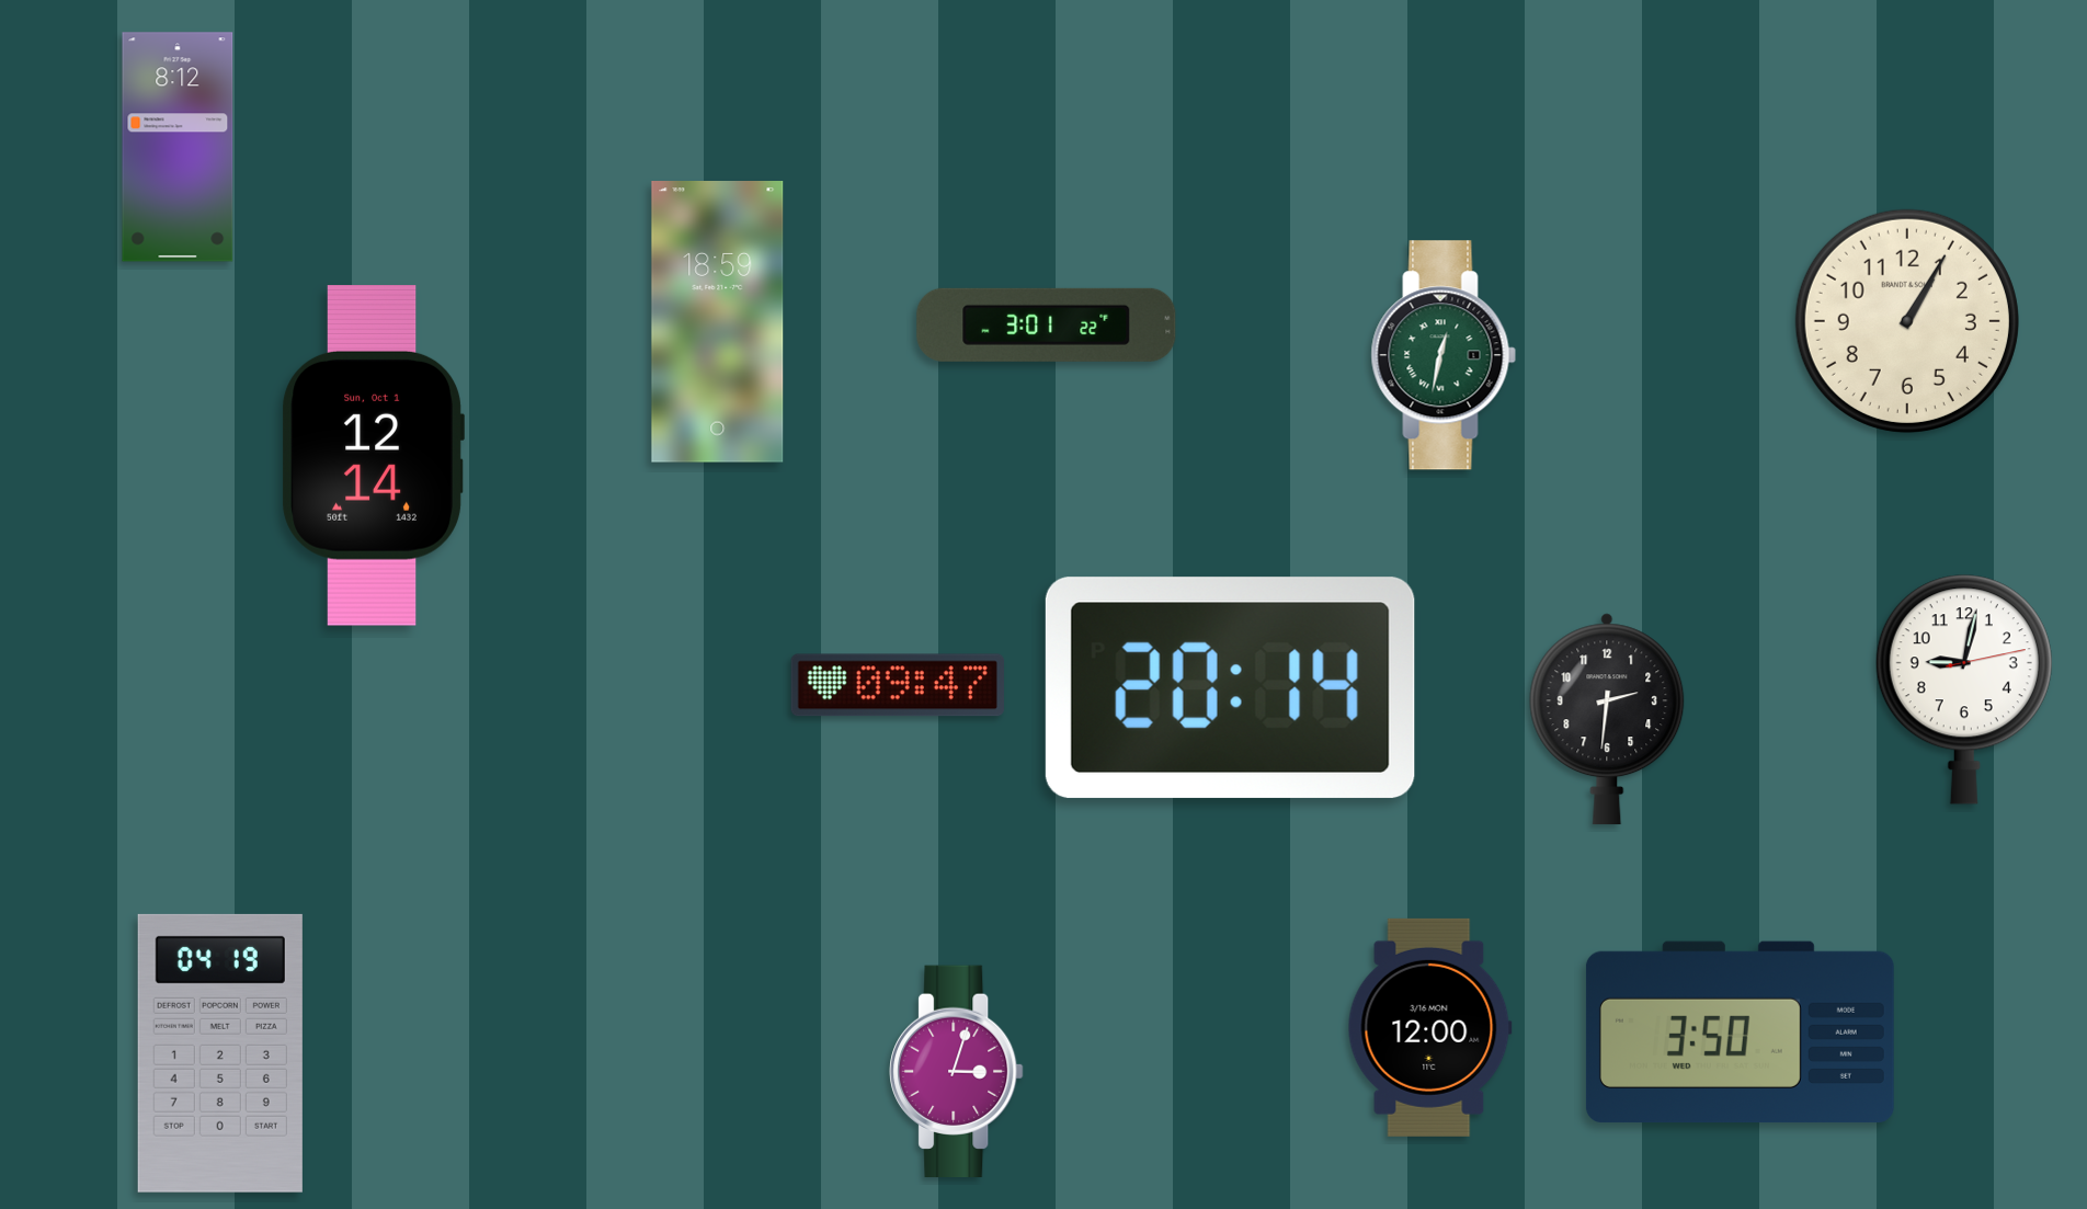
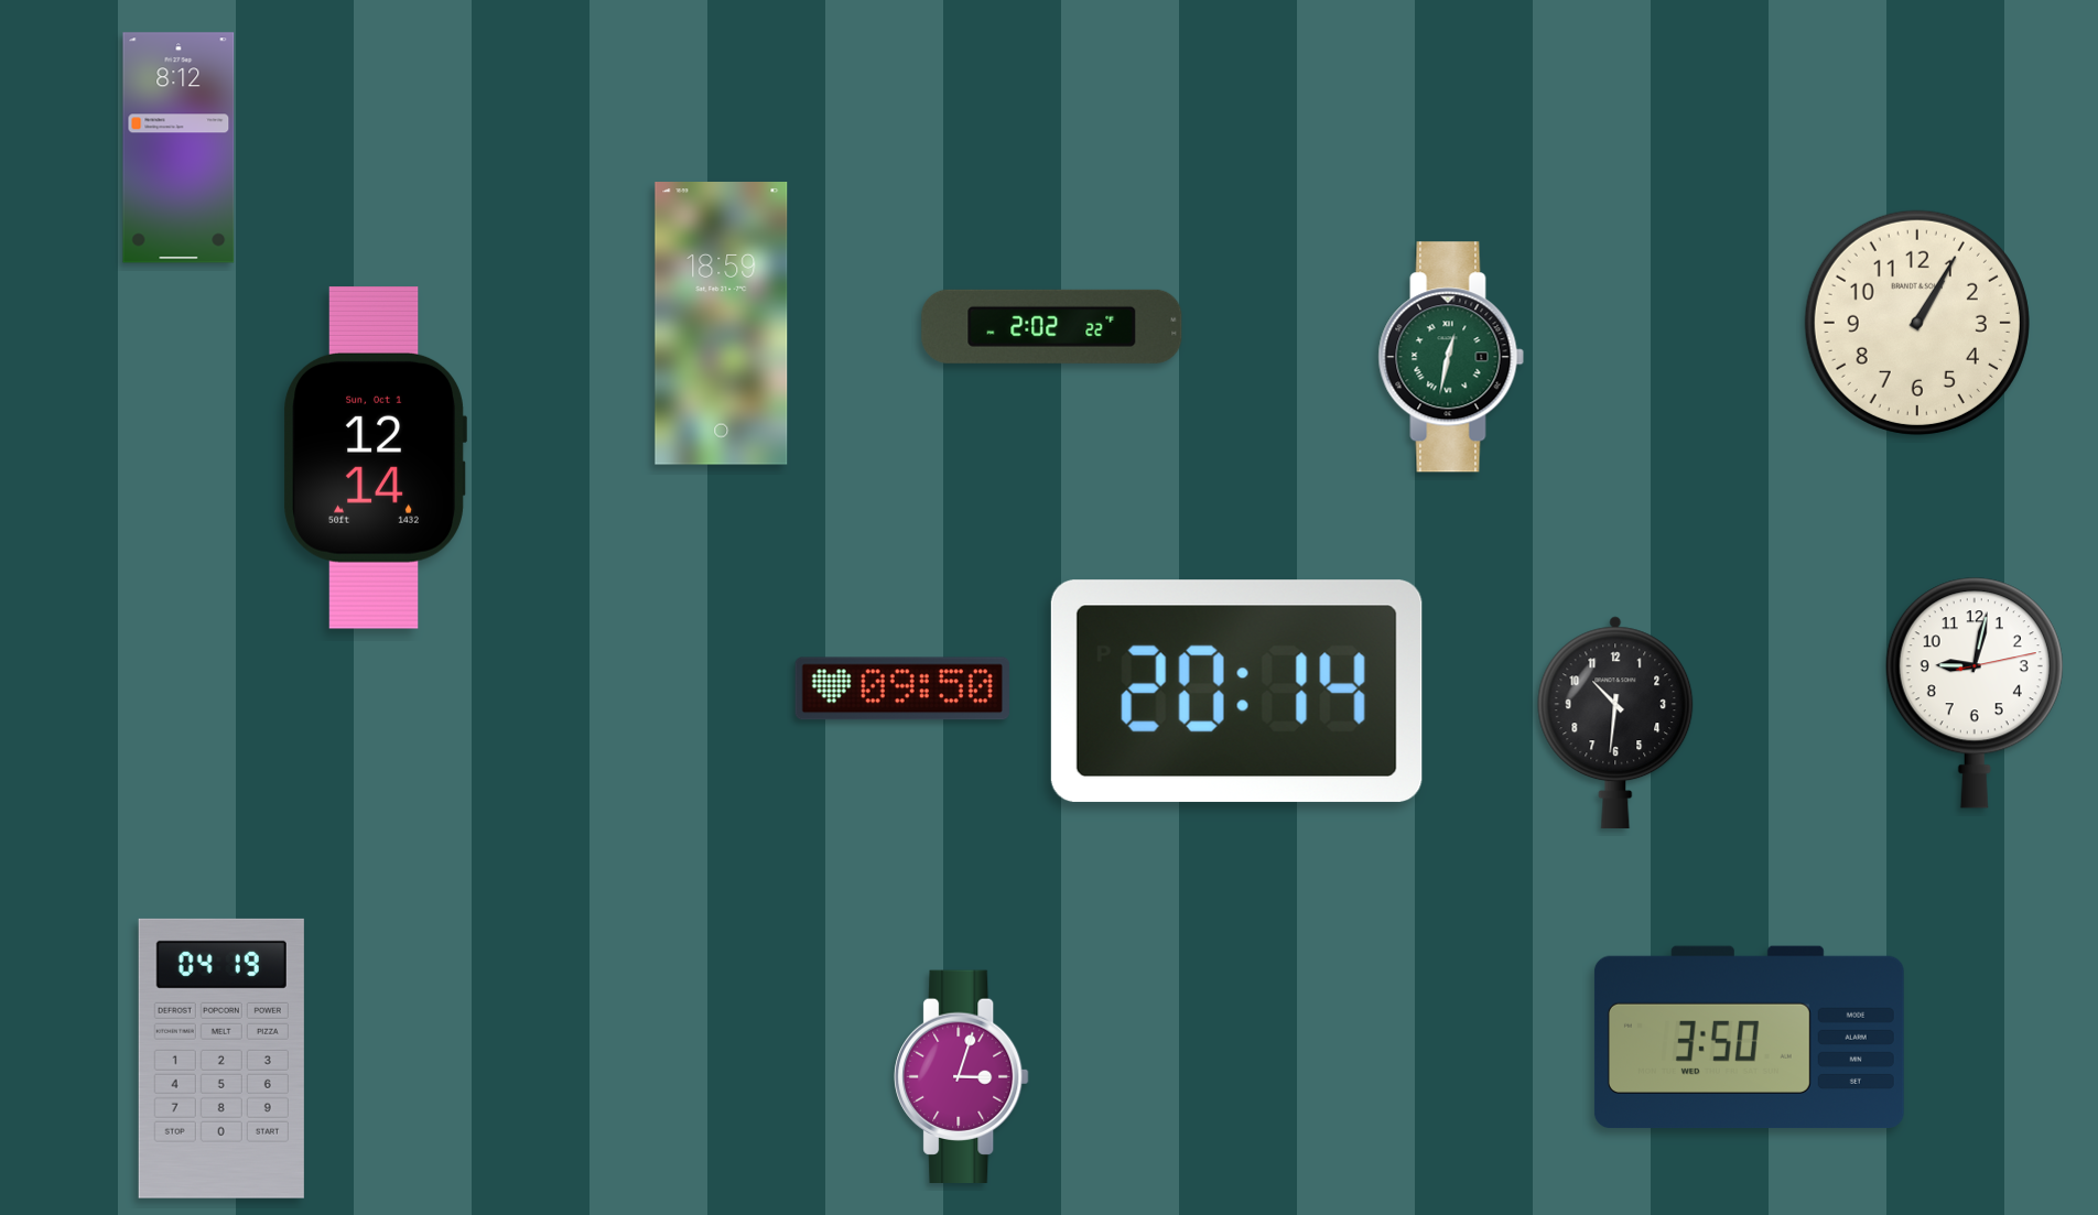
clock at (1047, 324): 3:01 -> 2:02
clock at (898, 685): 09:47 -> 09:50
clock at (1607, 719): 2:31 -> 10:31
clock at (1429, 1027): 12:00 -> none
